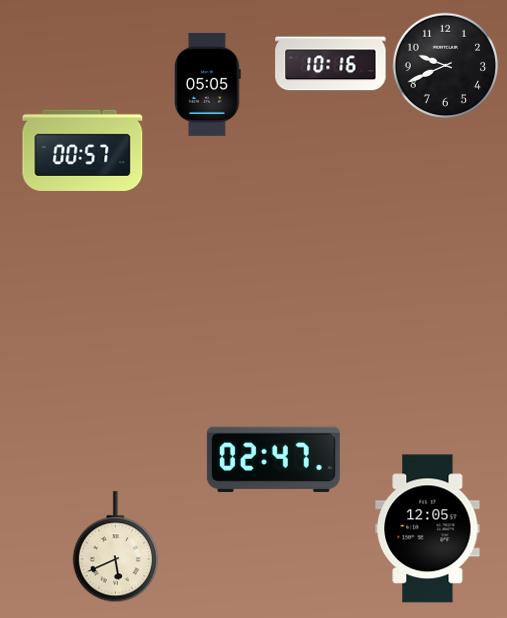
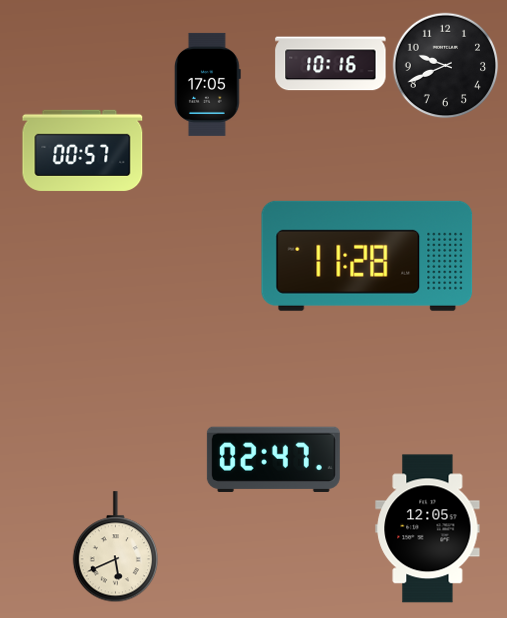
clock at (208, 84): 05:05 -> 17:05
clock at (367, 256): none -> 11:28
